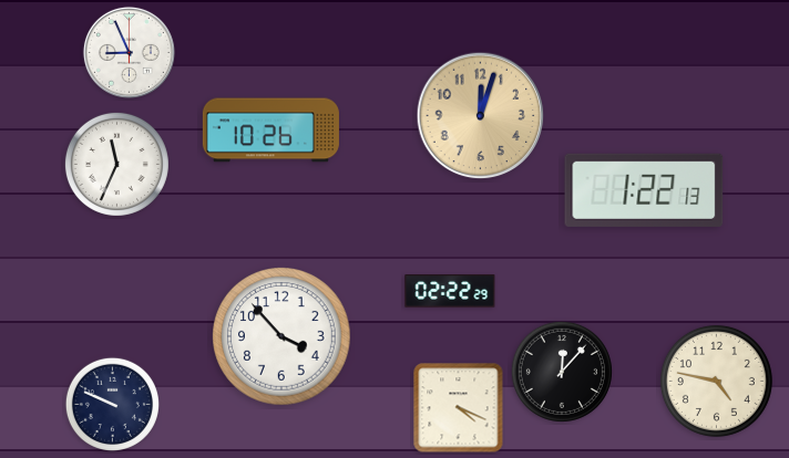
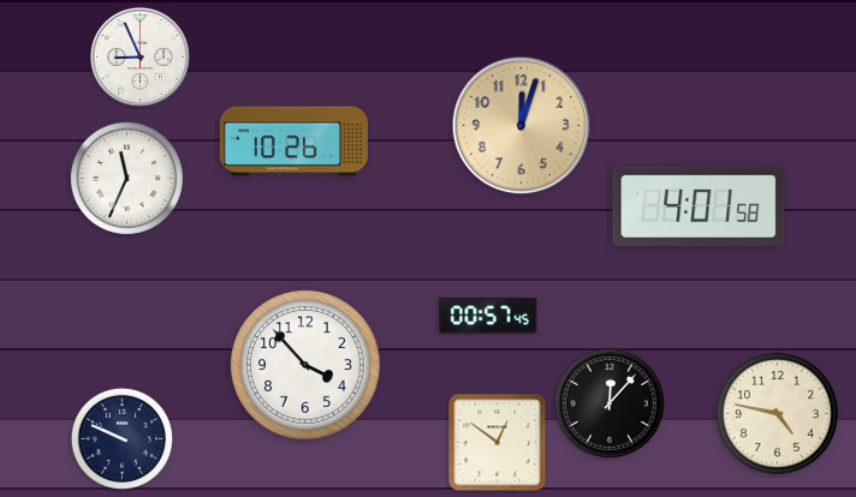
clock at (644, 190): 1:22 -> 4:01
clock at (450, 291): 02:22 -> 00:57
clock at (459, 408): 4:19 -> 12:51
